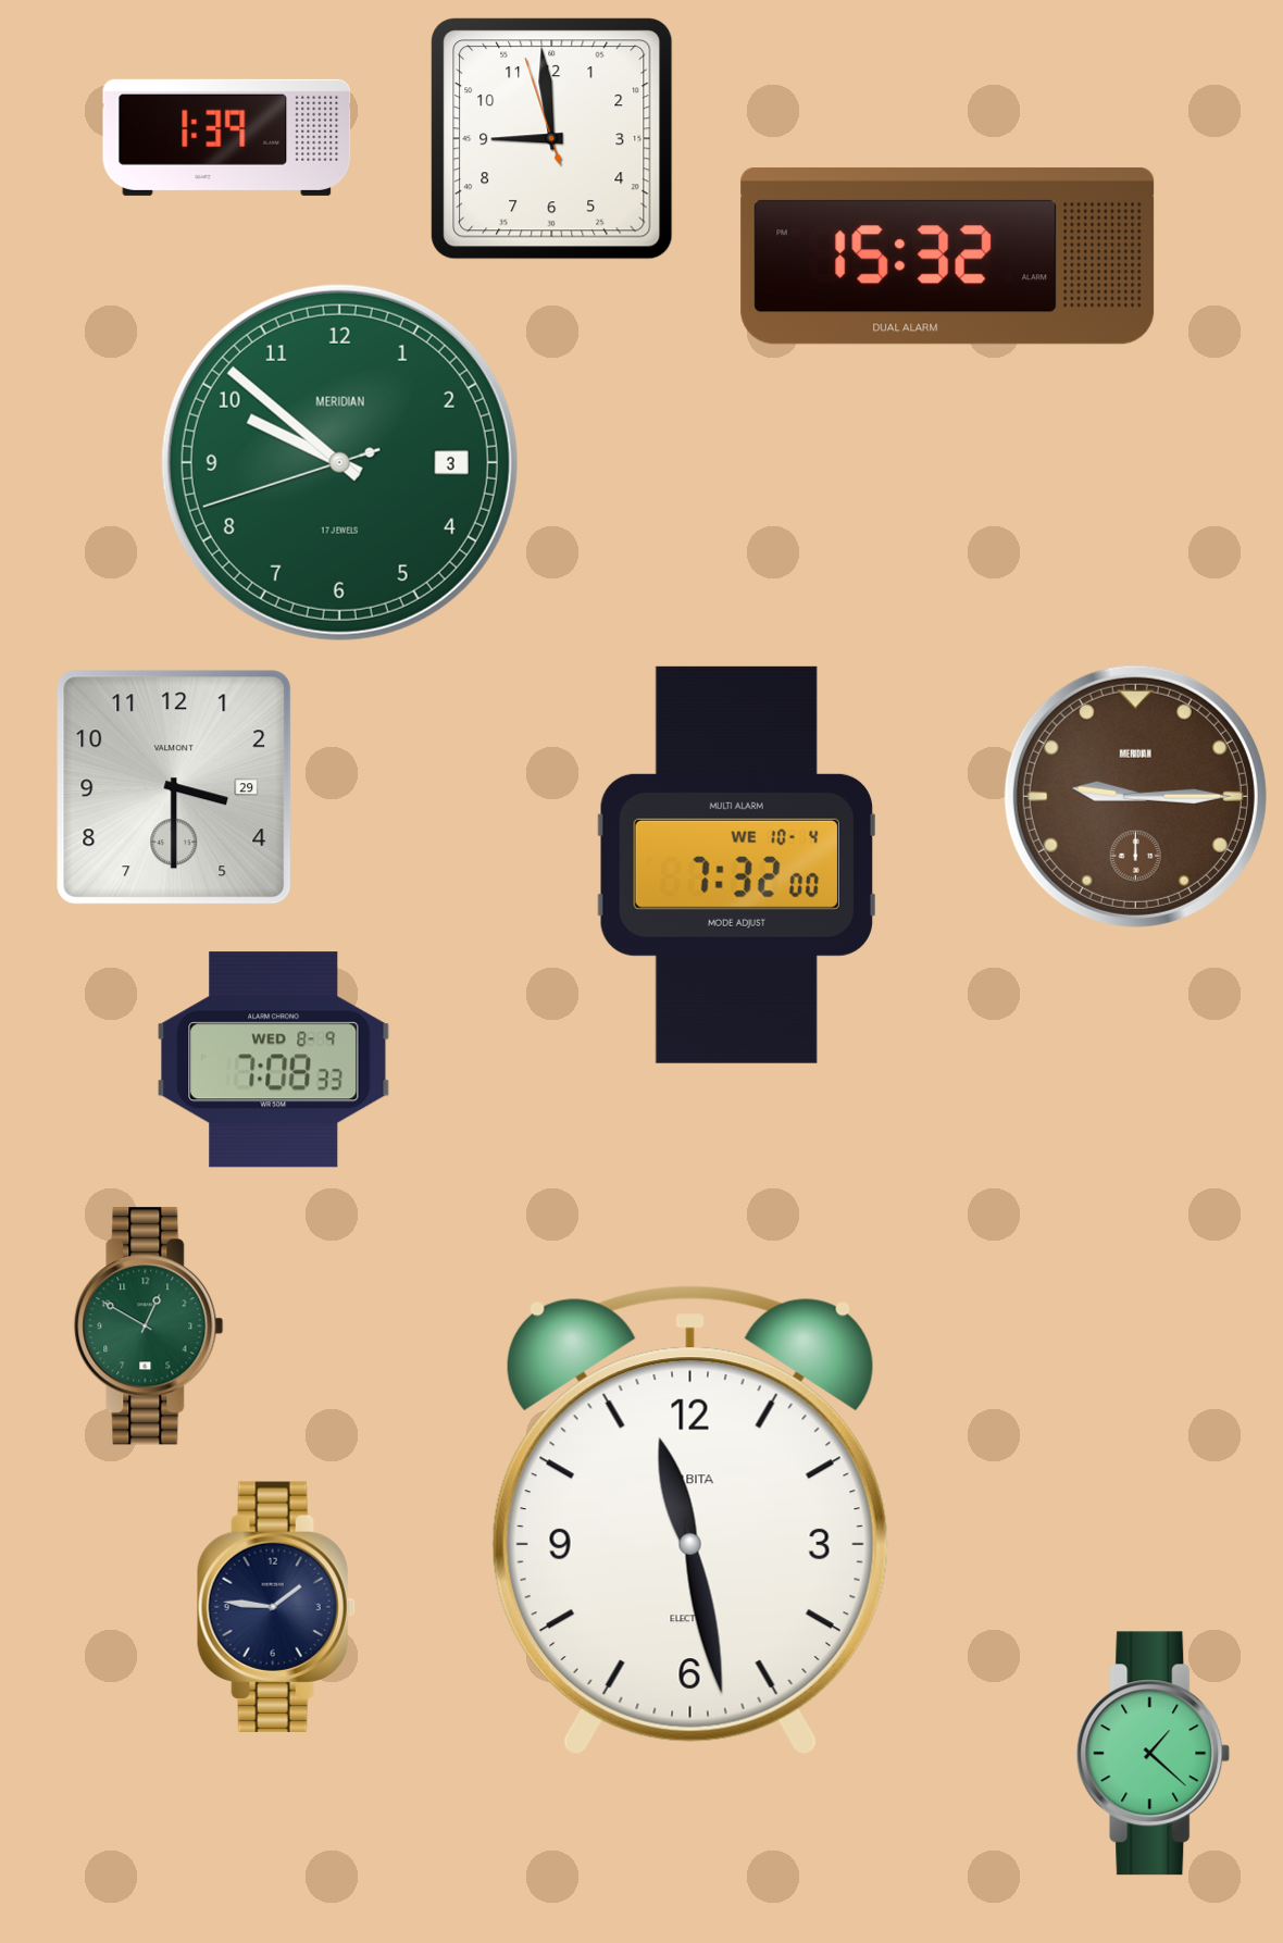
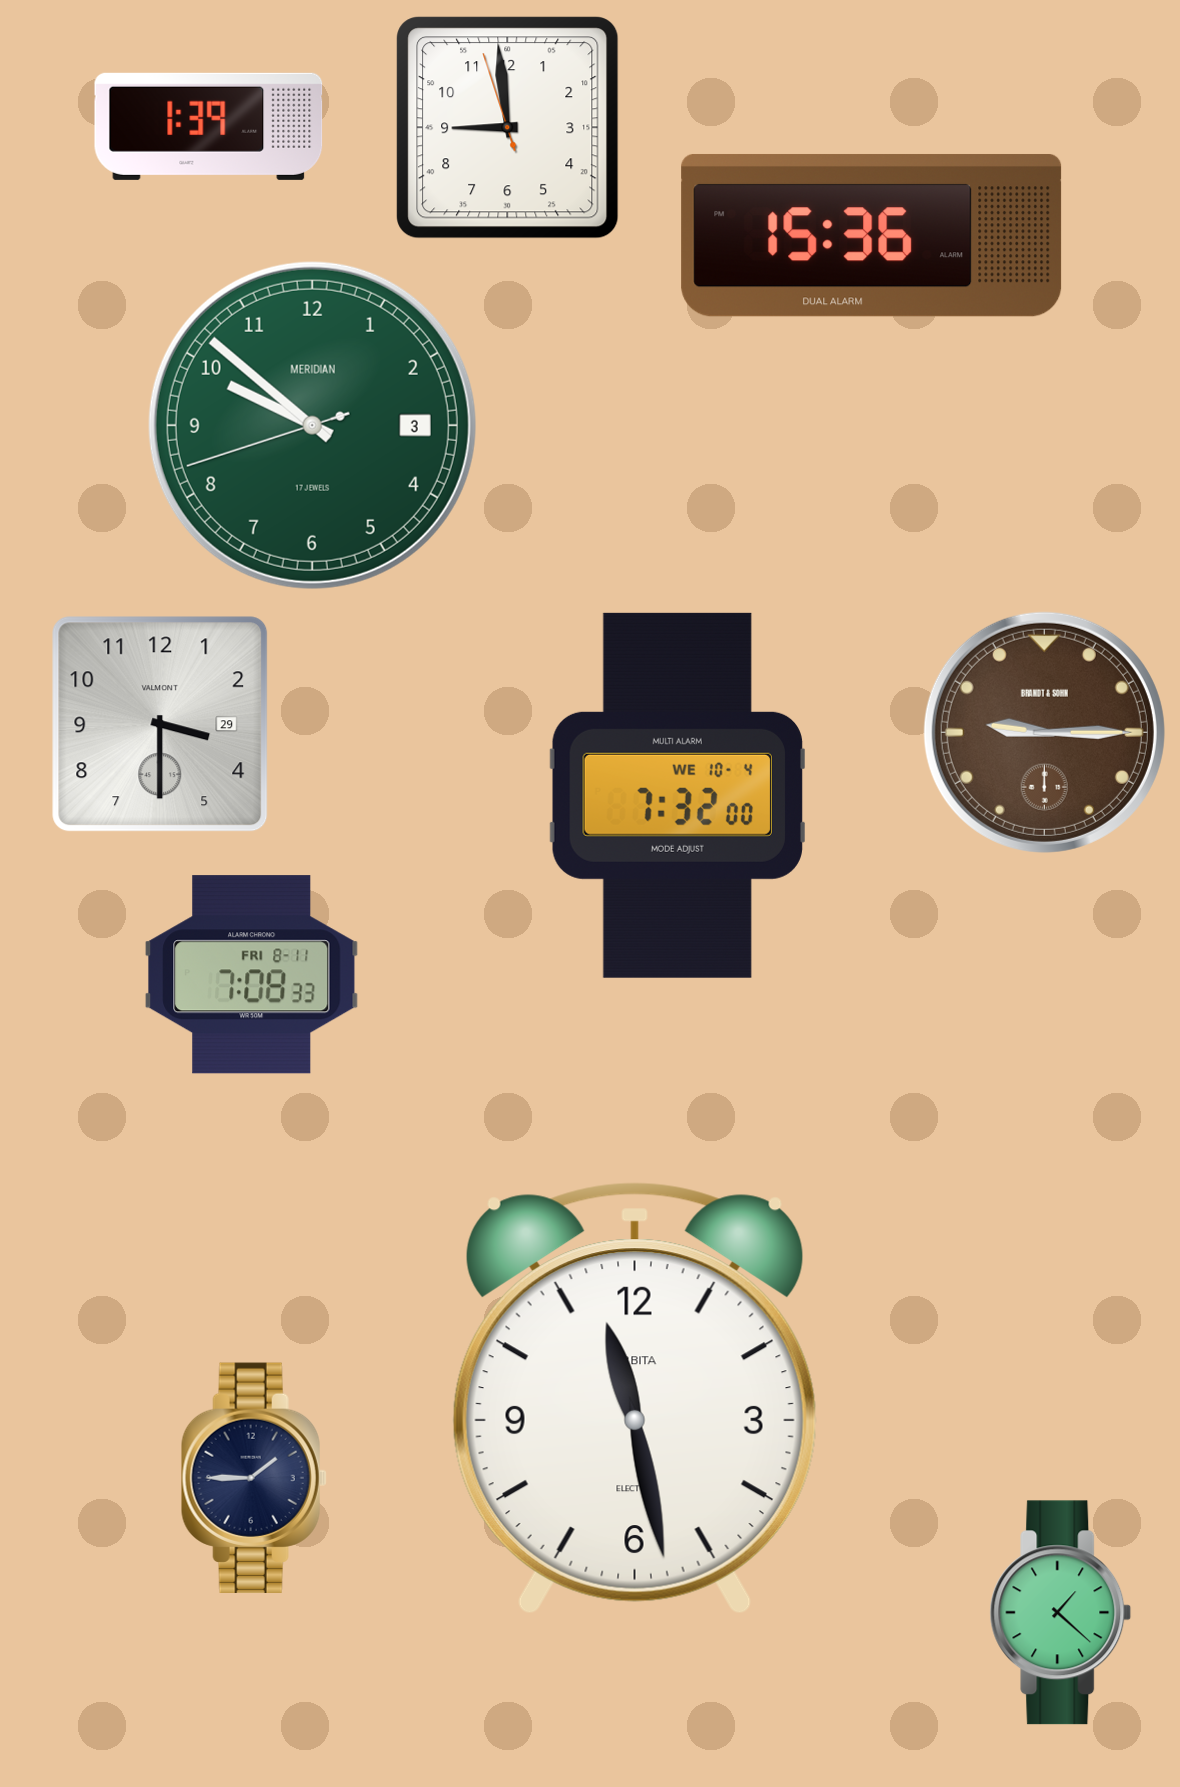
clock at (948, 256): 15:32 -> 15:36
clock at (1135, 796) brand: MERIDIAN -> BRANDT & SOHN
clock at (274, 1060) date: WED 8-9 -> FRI 8-11
clock at (149, 1327): 12:50 -> none
clock at (276, 1607): 1:46 -> 1:45
